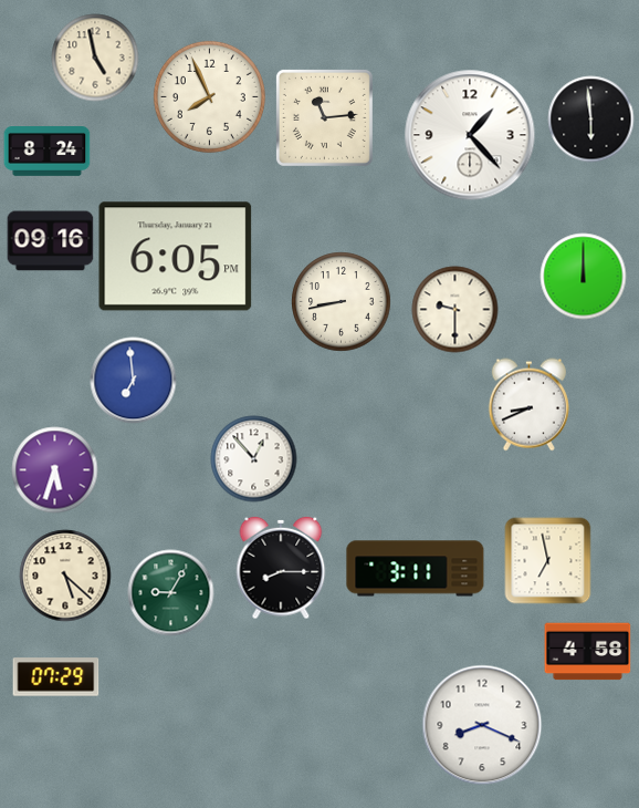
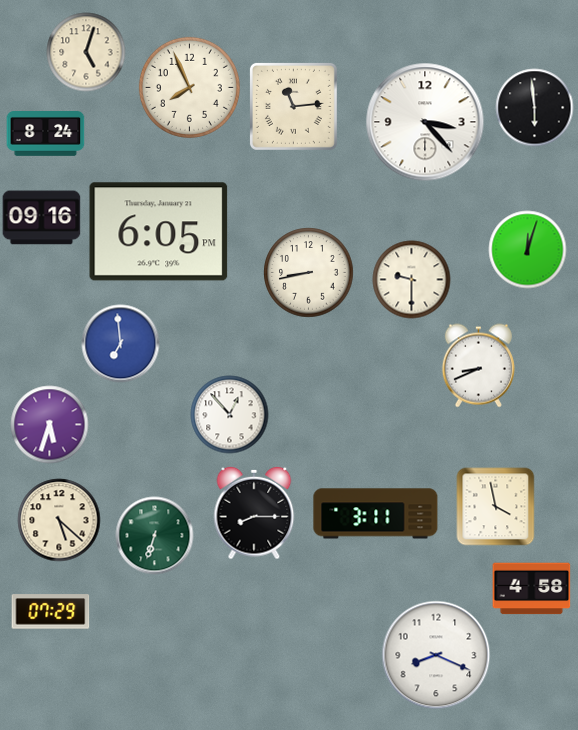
clock at (95, 58): 4:58 -> 5:03
clock at (470, 135): 1:23 -> 3:23
clock at (46, 152) position: (46, 152) -> (45, 134)
clock at (50, 241) position: (50, 241) -> (41, 218)
clock at (583, 276): 12:00 -> 12:03
clock at (547, 560): 6:58 -> 3:58
clock at (170, 592): 9:05 -> 6:33
